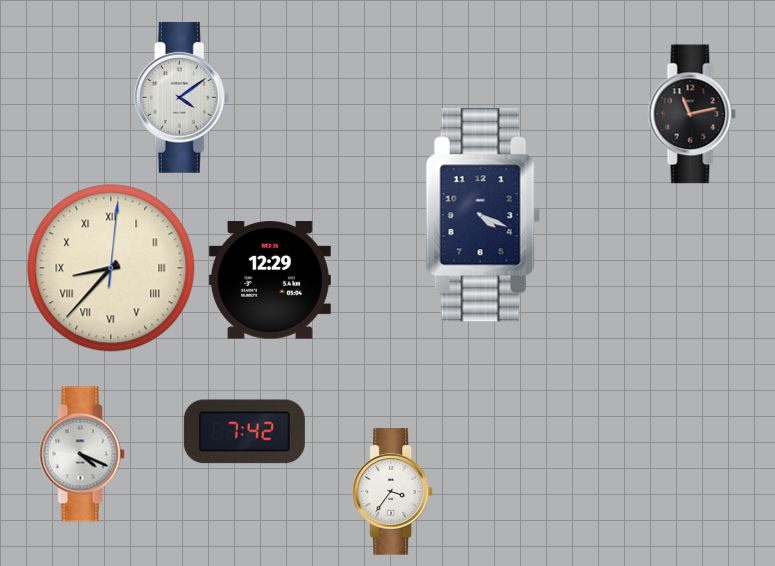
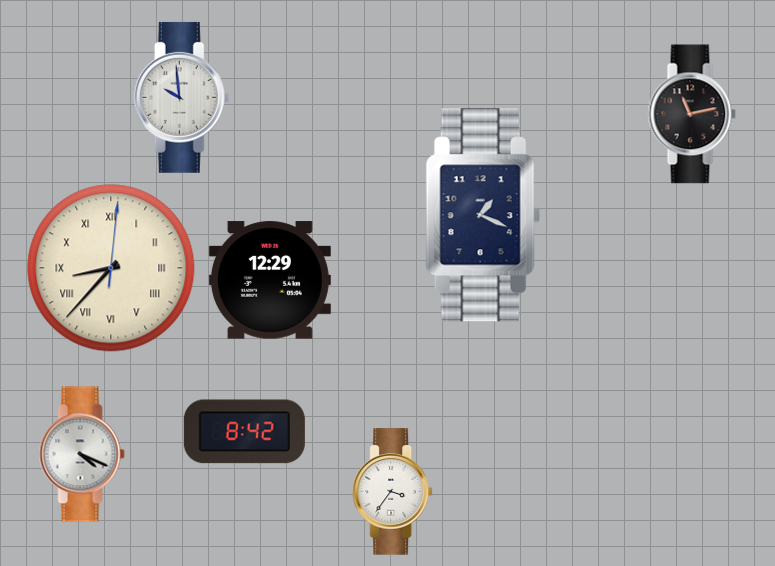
clock at (182, 97): 4:09 -> 9:59
clock at (483, 215): 4:19 -> 1:19
clock at (244, 432): 7:42 -> 8:42
